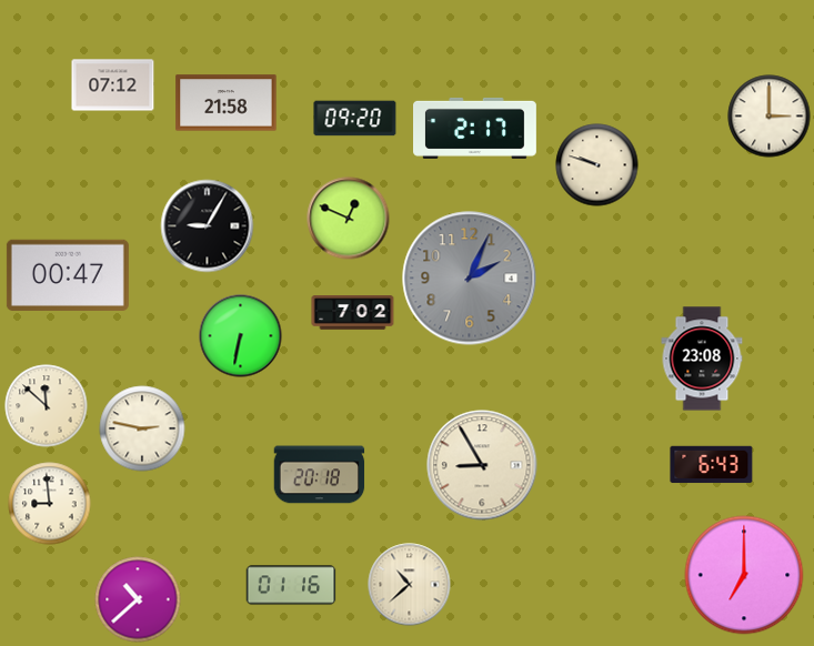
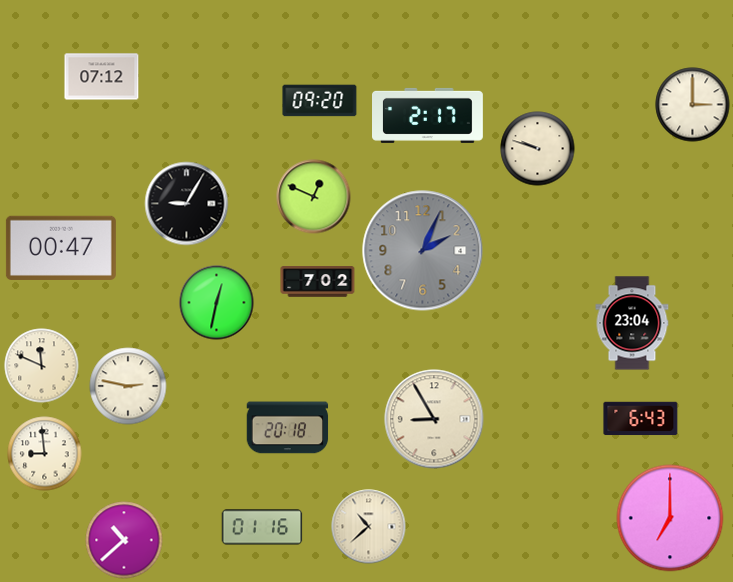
clock at (227, 103): 21:58 -> none
clock at (355, 119) position: (355, 119) -> (320, 101)
clock at (241, 336): 6:32 -> 12:32
clock at (702, 359): 23:08 -> 23:04
clock at (47, 406): 11:52 -> 11:49
